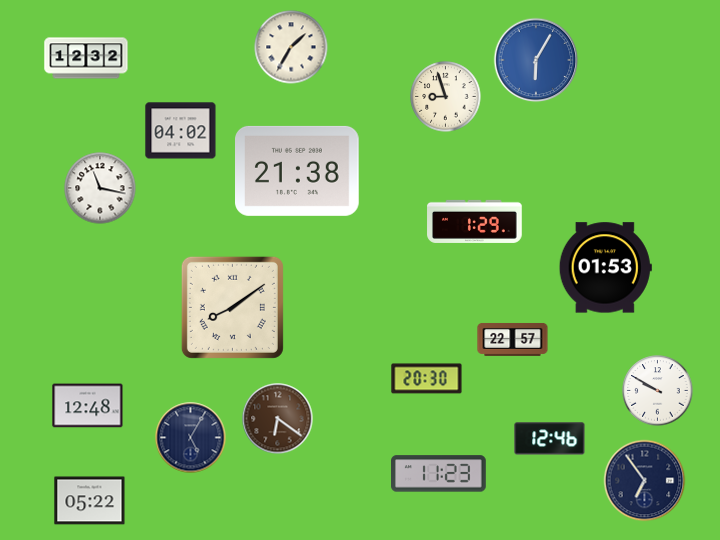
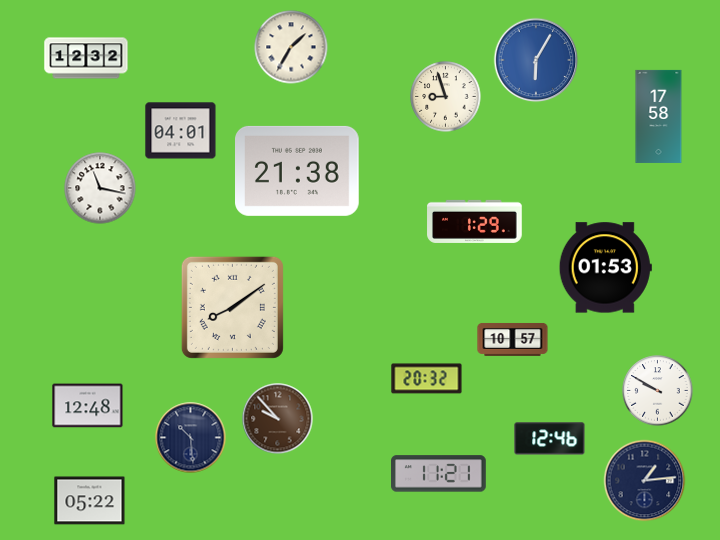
clock at (659, 116): none -> 17:58
clock at (181, 131): 04:02 -> 04:01
clock at (513, 339): 22:57 -> 10:57
clock at (427, 379): 20:30 -> 20:32
clock at (278, 419): 6:21 -> 9:53
clock at (191, 438): 5:05 -> 10:29
clock at (439, 474): 11:23 -> 11:21
clock at (645, 481): 6:54 -> 1:14
